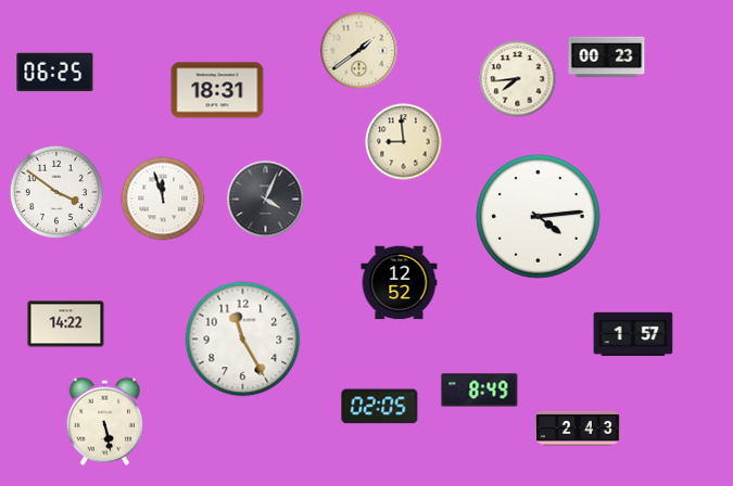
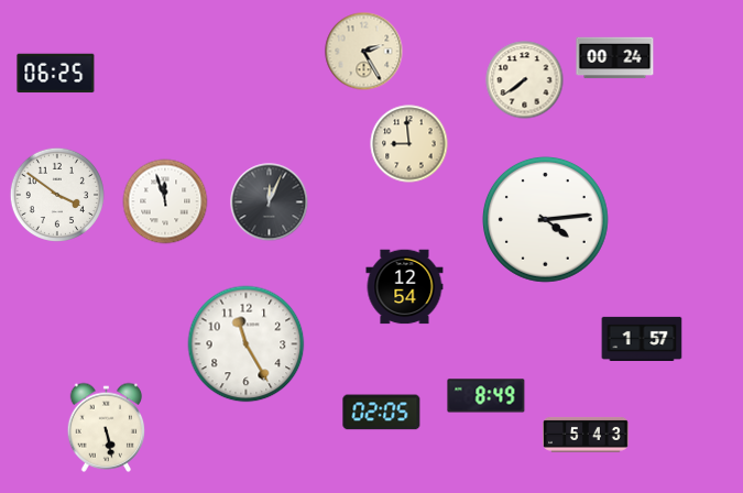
clock at (359, 51): 1:39 -> 2:25
clock at (607, 57): 00:23 -> 00:24
clock at (518, 79): 7:44 -> 7:39
clock at (217, 90): 18:31 -> none
clock at (266, 200): 4:04 -> 12:04
clock at (400, 283): 12:52 -> 12:54
clock at (66, 324): 14:22 -> none
clock at (380, 407) position: (380, 407) -> (382, 413)
clock at (579, 429): 2:43 -> 5:43
